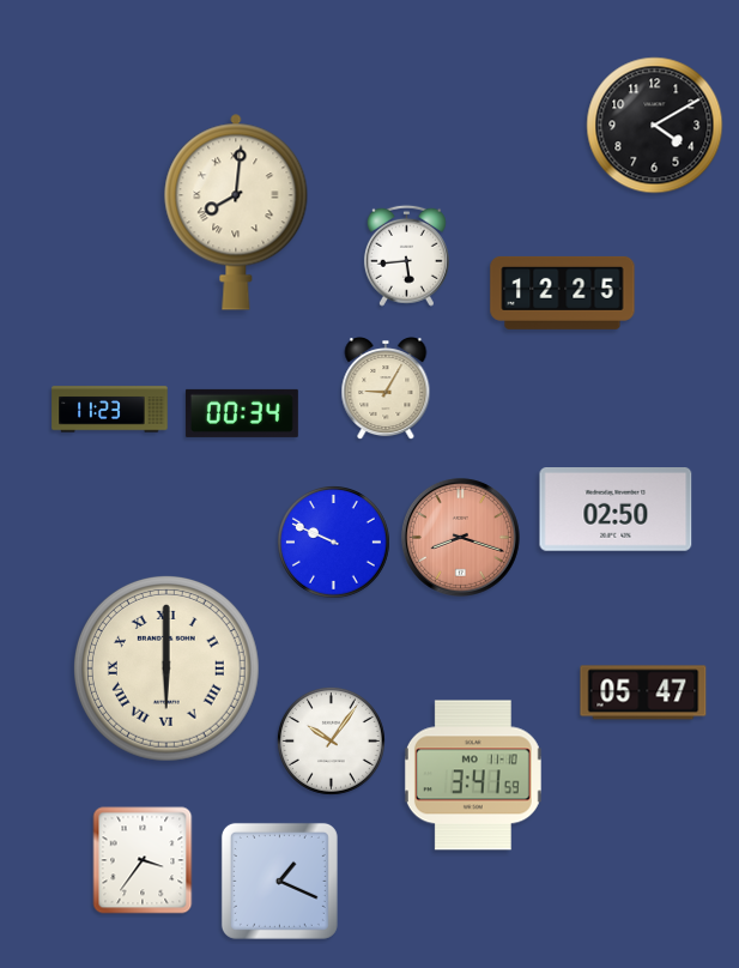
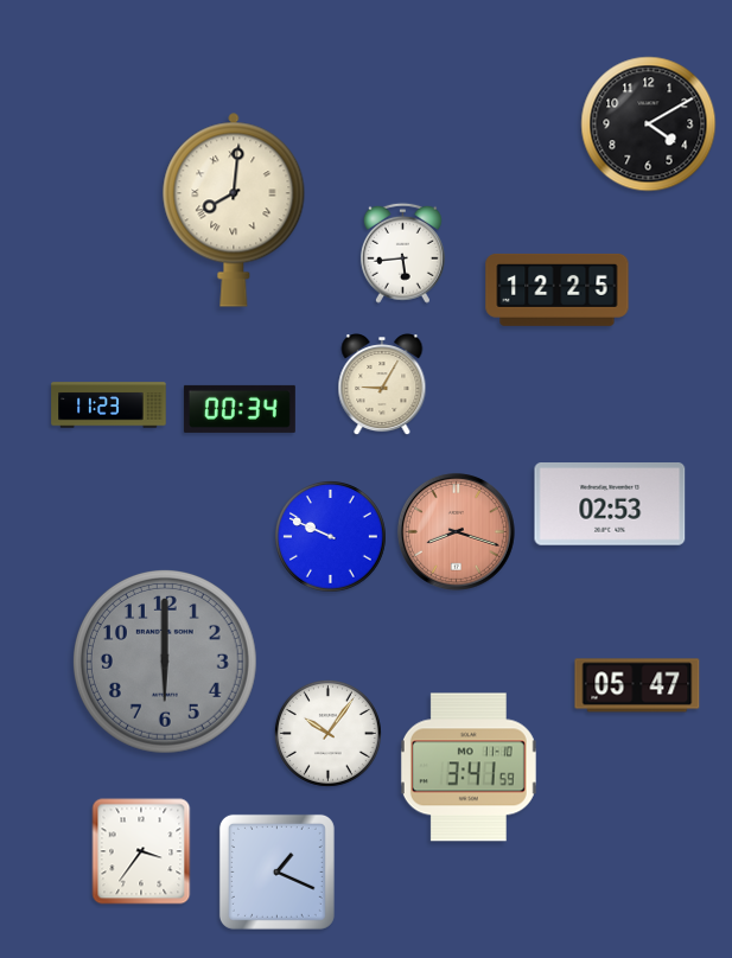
clock at (616, 510): 02:50 -> 02:53
clock at (166, 668) dial: cream -> grey
clock at (166, 668) numerals: Roman -> Arabic
